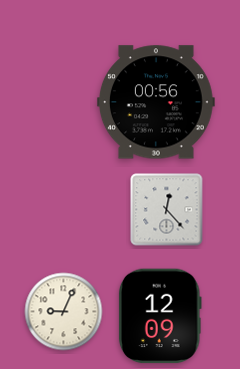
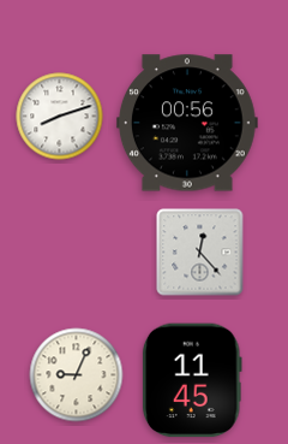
clock at (60, 117): none -> 8:12
clock at (160, 316): 12:09 -> 11:45
